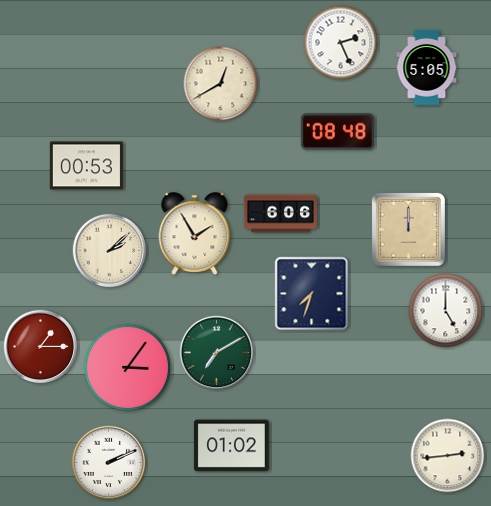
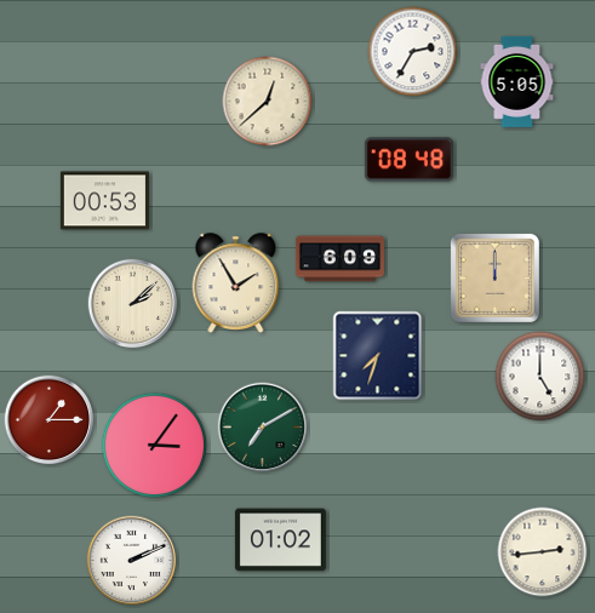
clock at (341, 43): 2:26 -> 2:35
clock at (221, 84): 12:40 -> 12:38
clock at (280, 214): 6:06 -> 6:09
